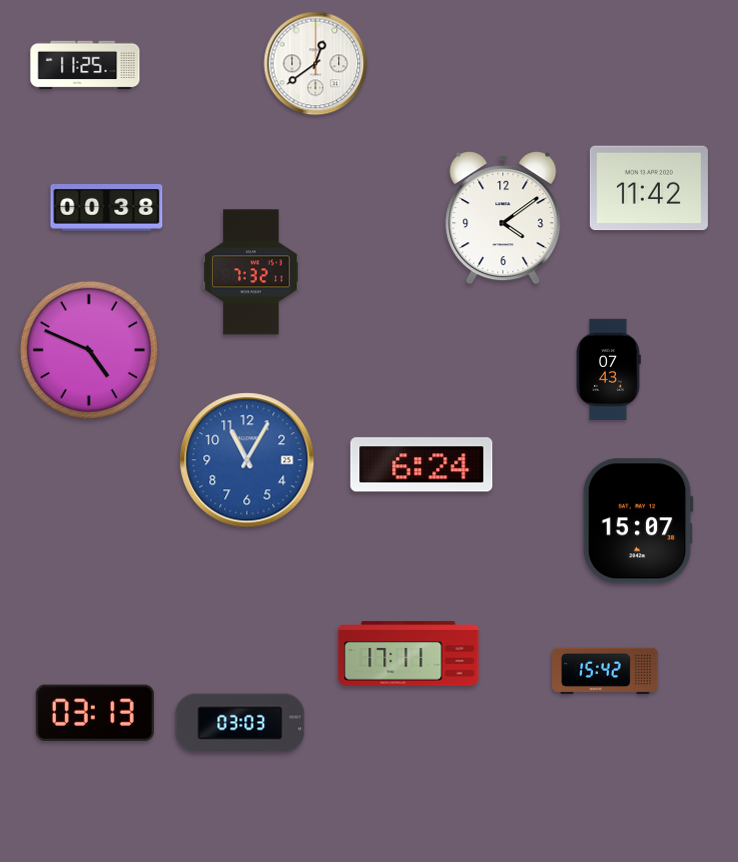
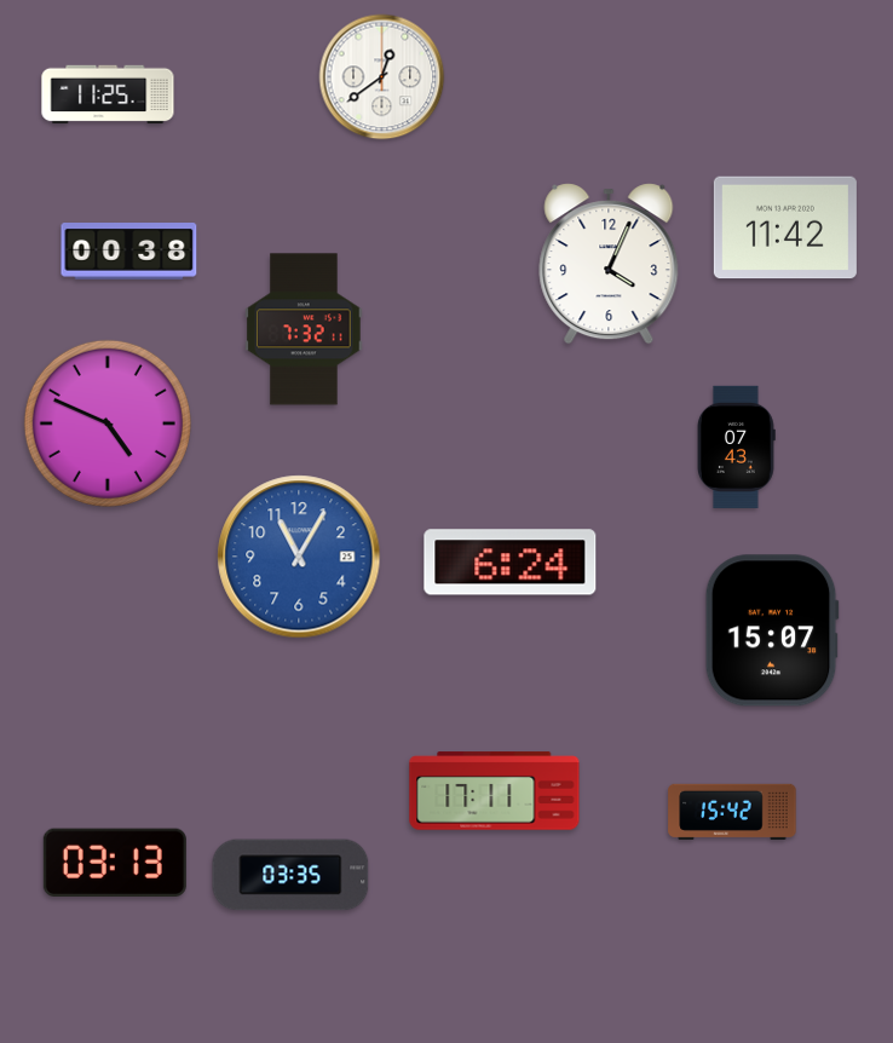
clock at (85, 65) position: (85, 65) -> (108, 94)
clock at (503, 218): 4:09 -> 4:04
clock at (240, 723): 03:03 -> 03:35
